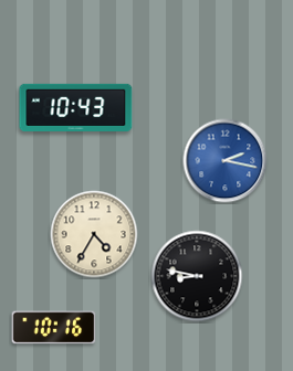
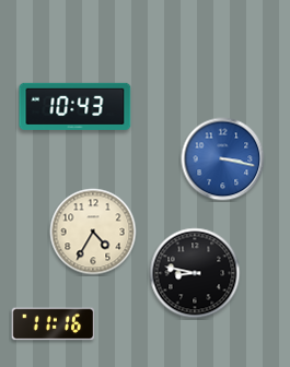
clock at (226, 161): 2:17 -> 3:17
clock at (54, 328): 10:16 -> 11:16
